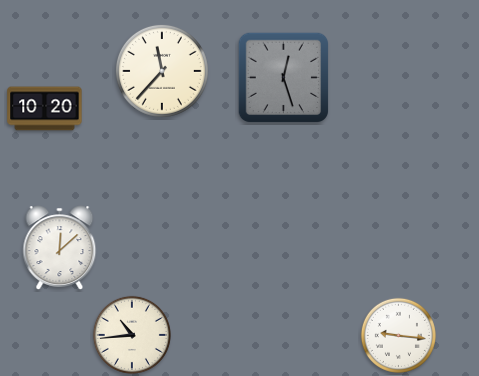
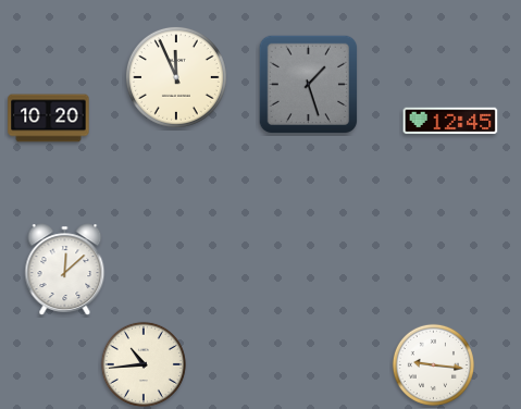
clock at (162, 71): 11:37 -> 11:56
clock at (284, 78): 12:27 -> 1:27
clock at (450, 121): none -> 12:45
